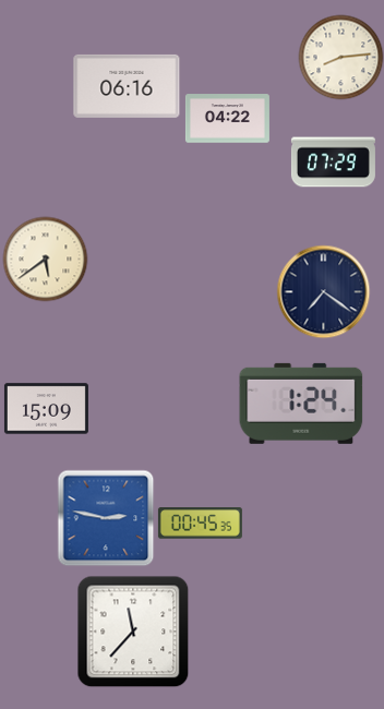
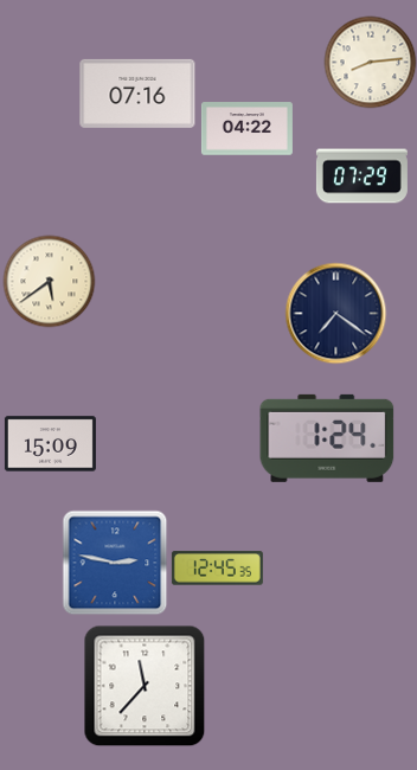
clock at (127, 86): 06:16 -> 07:16
clock at (323, 291) position: (323, 291) -> (335, 313)
clock at (200, 524): 00:45 -> 12:45
